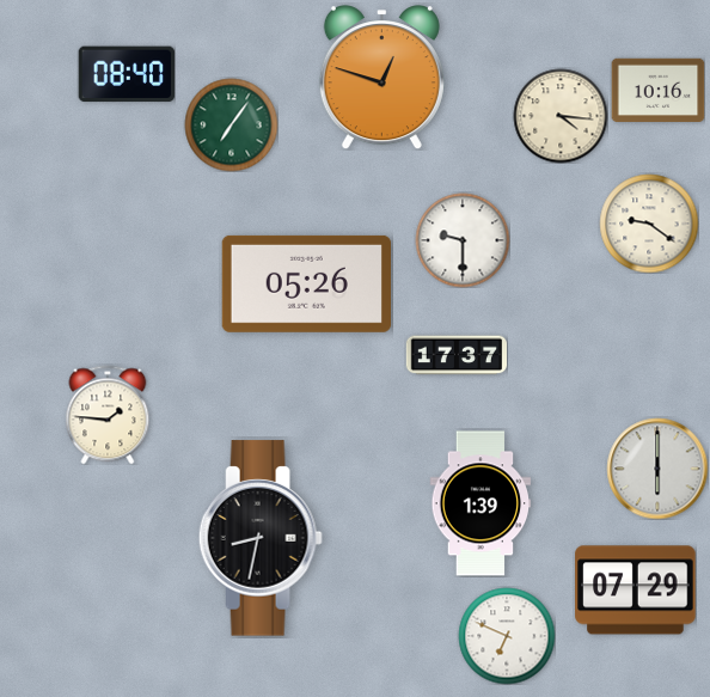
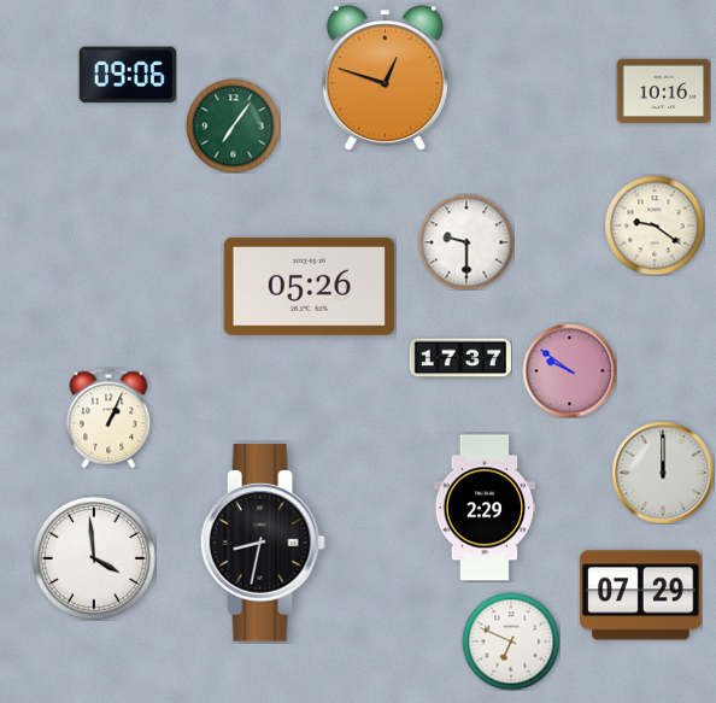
clock at (126, 74): 08:40 -> 09:06
clock at (561, 116): 4:16 -> none
clock at (569, 370): none -> 9:51
clock at (108, 415): 1:46 -> 1:04
clock at (657, 469): 6:00 -> 12:00
clock at (481, 503): 1:39 -> 2:29
clock at (94, 558): none -> 3:59
